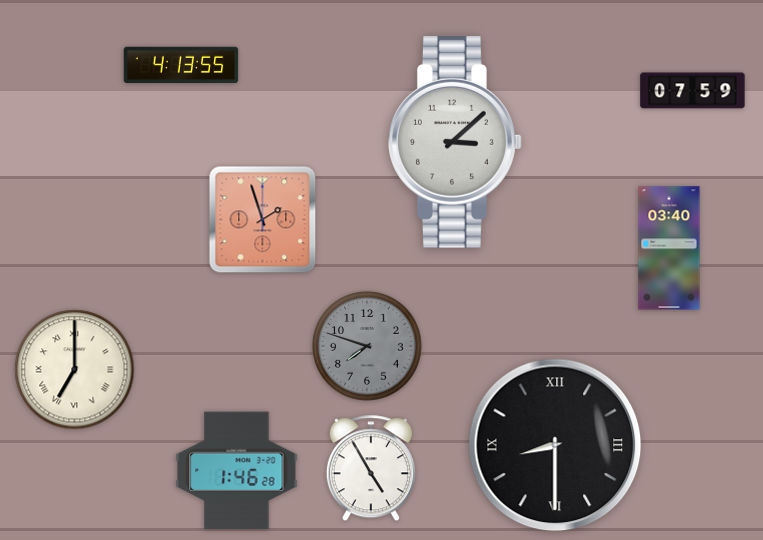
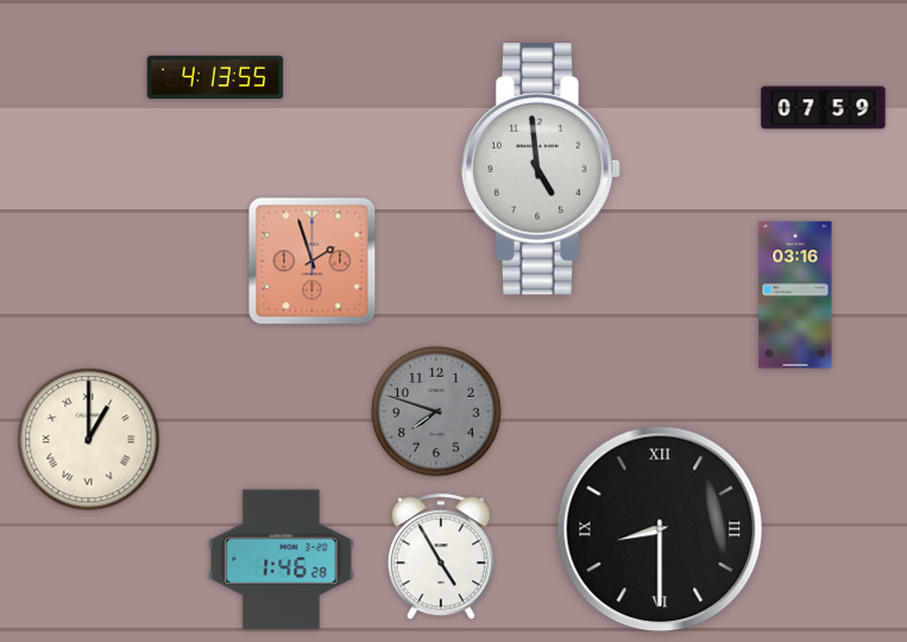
clock at (455, 143): 3:08 -> 4:59
clock at (669, 248): 03:40 -> 03:16
clock at (75, 370): 7:00 -> 1:00
